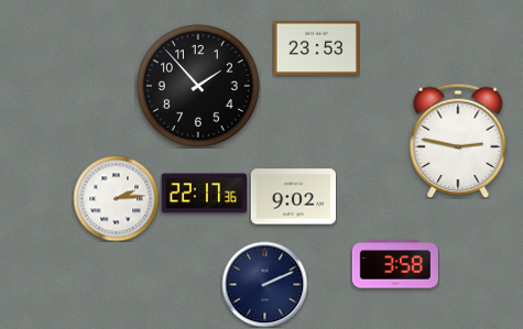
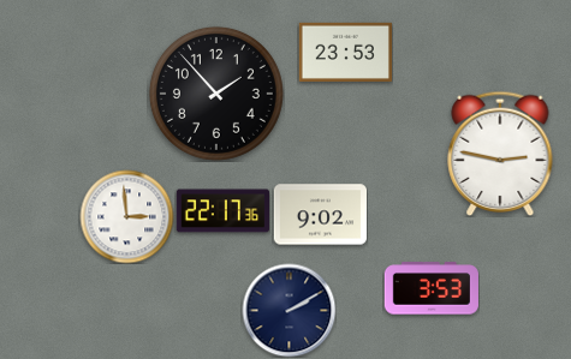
clock at (116, 198): 2:14 -> 2:59
clock at (395, 264): 3:58 -> 3:53
clock at (264, 284): 2:11 -> 2:10
